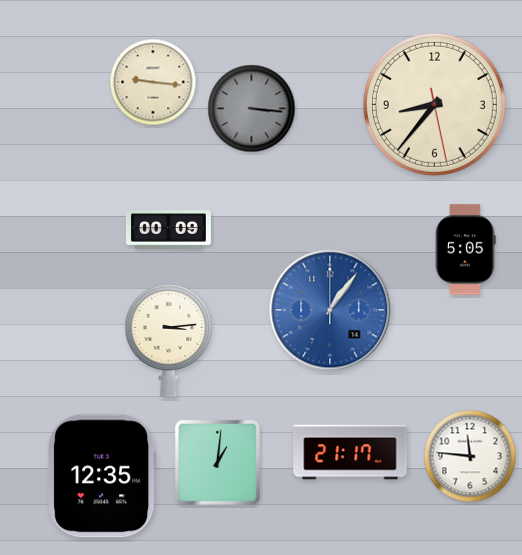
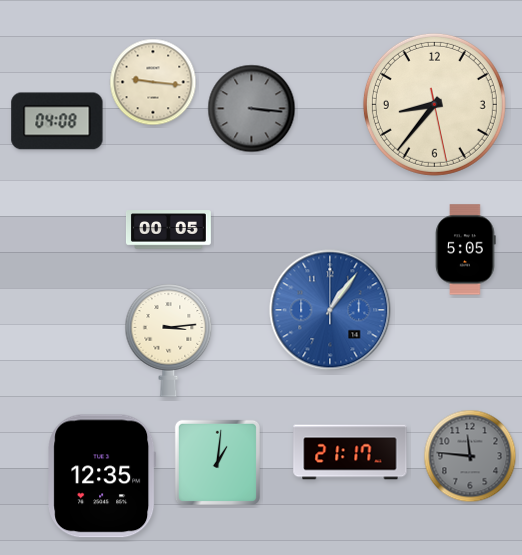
clock at (57, 121): none -> 04:08
clock at (168, 230): 00:09 -> 00:05
clock at (470, 456) dial: white -> grey
